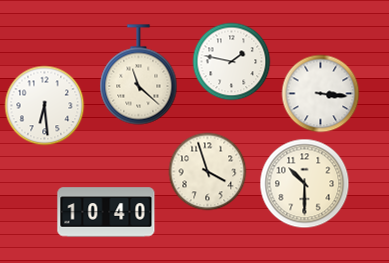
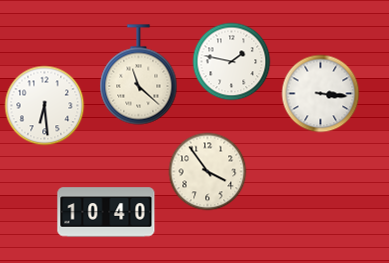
clock at (207, 171): 3:57 -> 3:54
clock at (304, 183): 10:30 -> none
